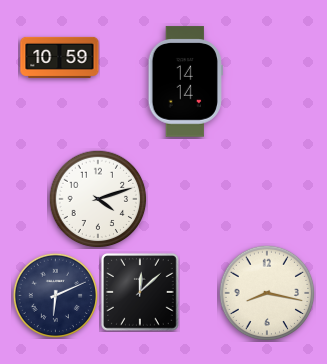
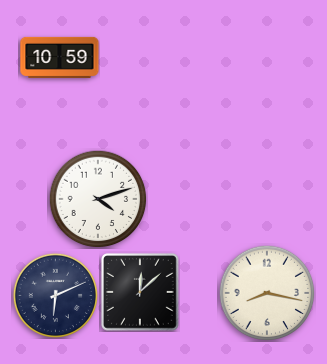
clock at (185, 82): 14:14 -> none
